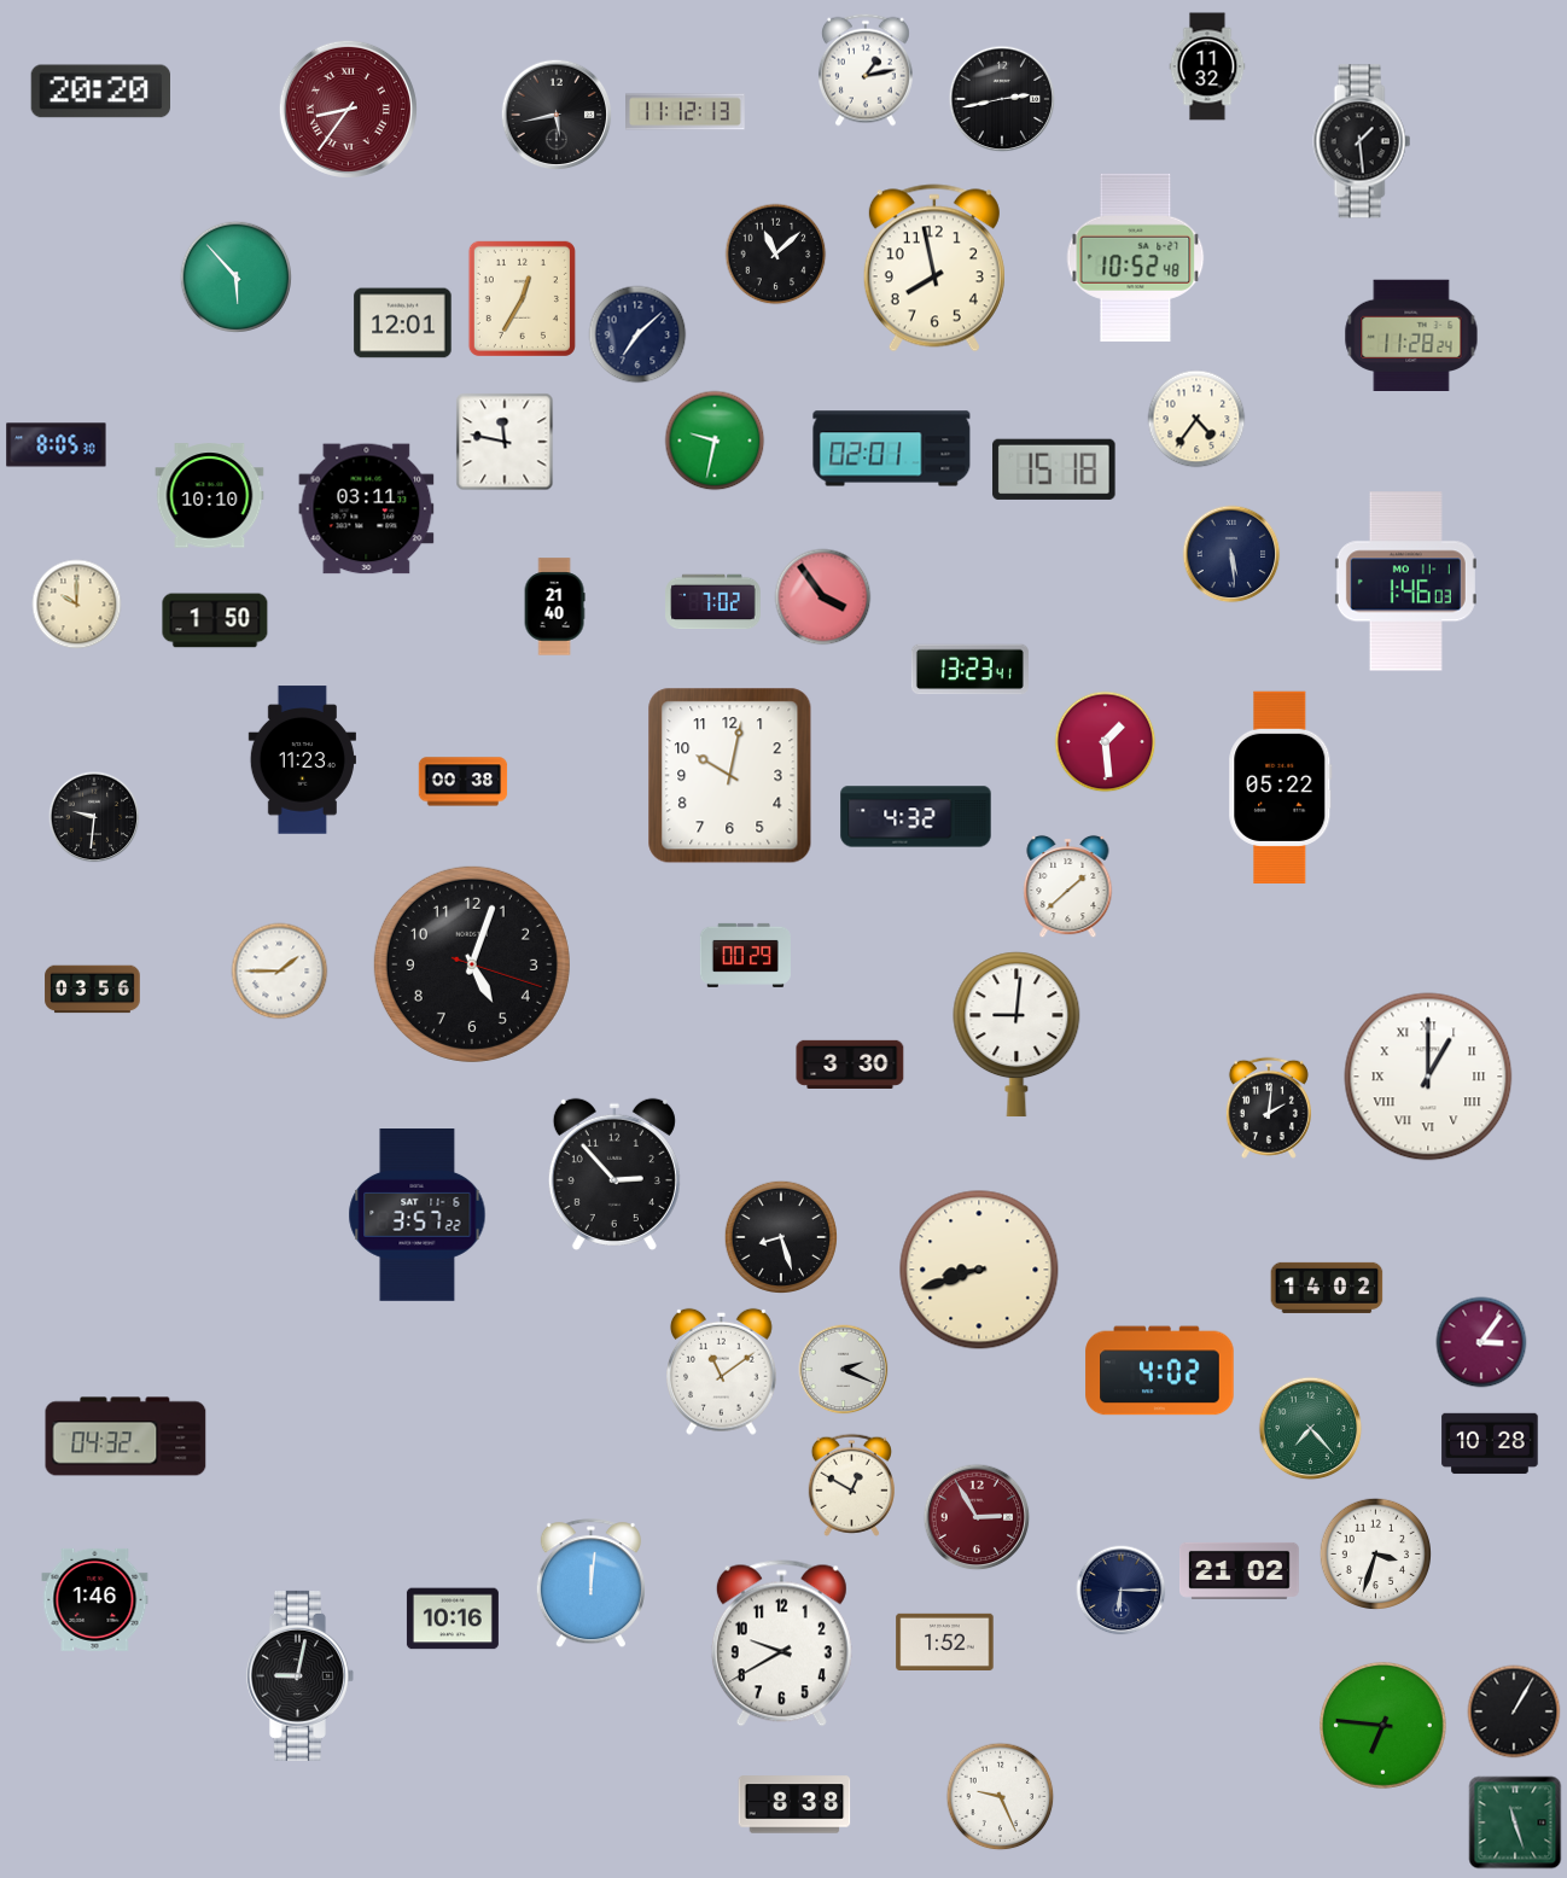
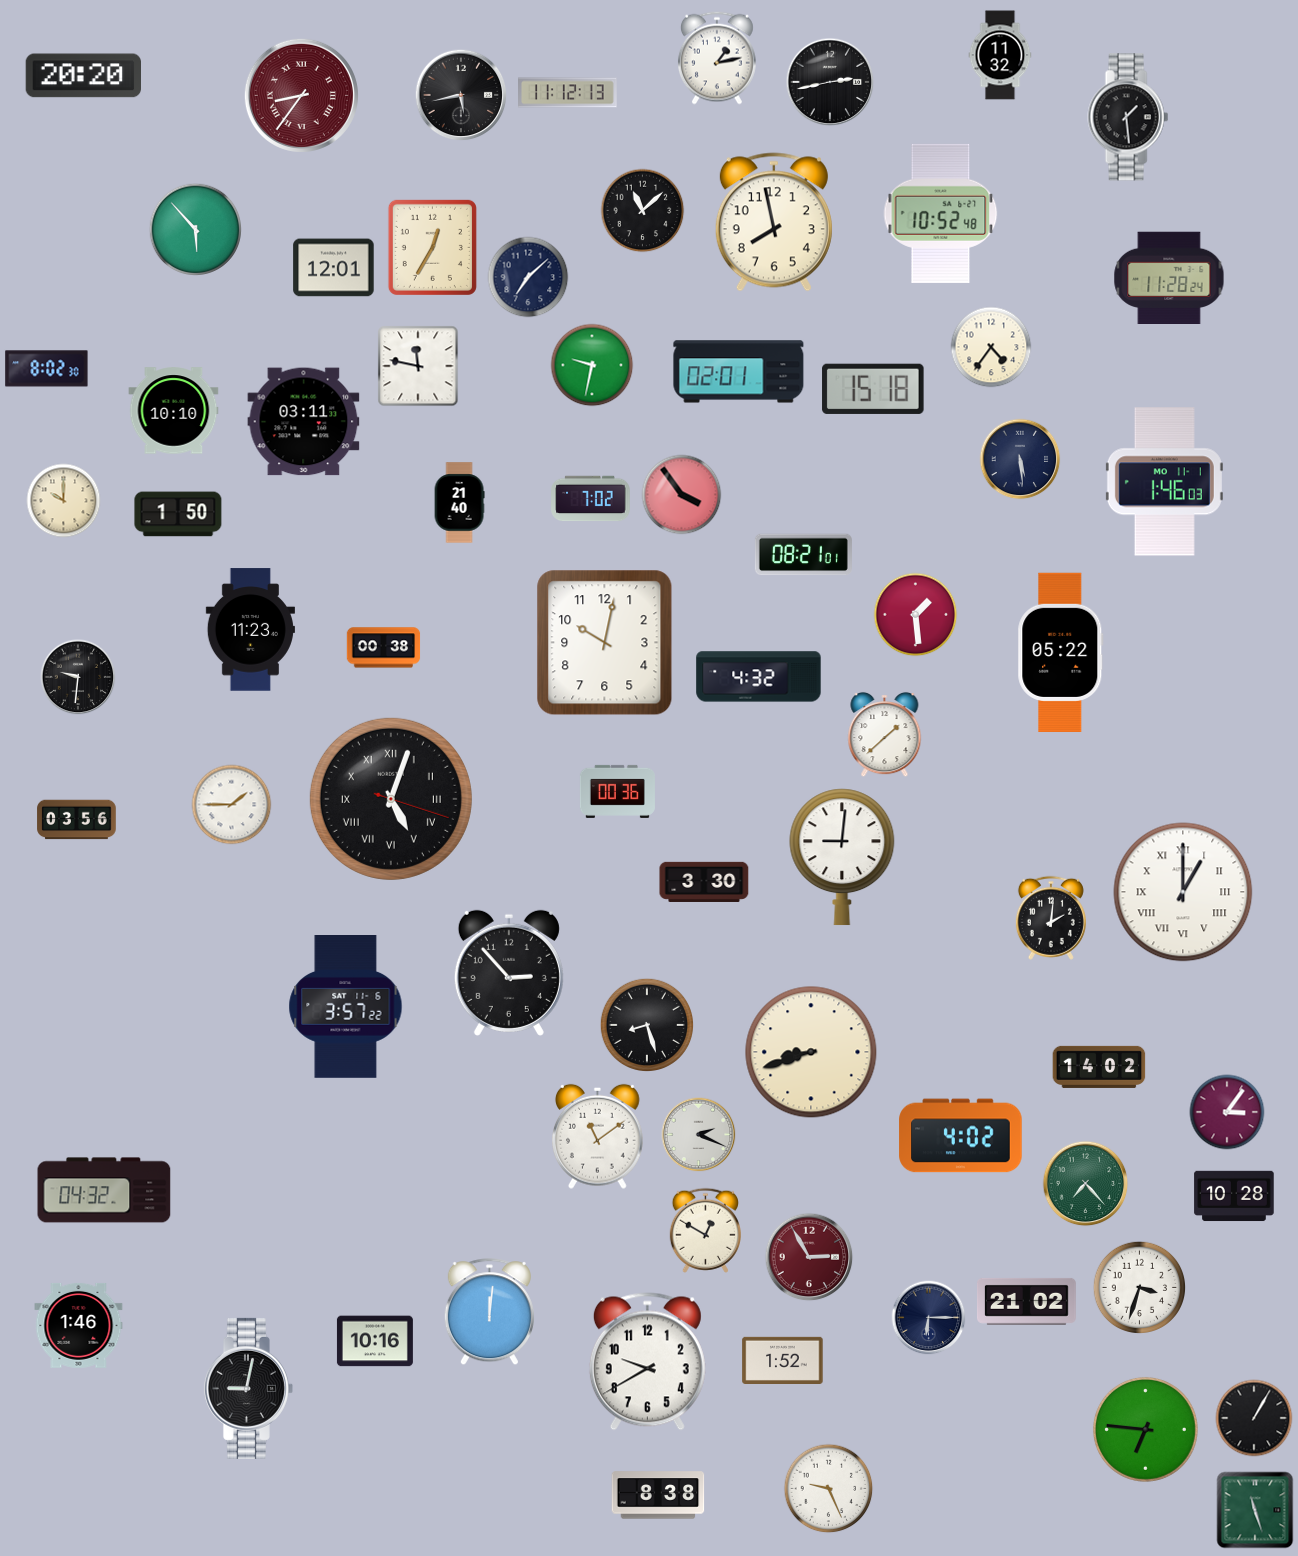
clock at (348, 109) position: (348, 109) -> (301, 95)
clock at (57, 445): 8:05 -> 8:02
clock at (969, 670): 13:23 -> 08:21
clock at (745, 955): 00:29 -> 00:36
clock at (472, 964) numerals: Arabic -> Roman
